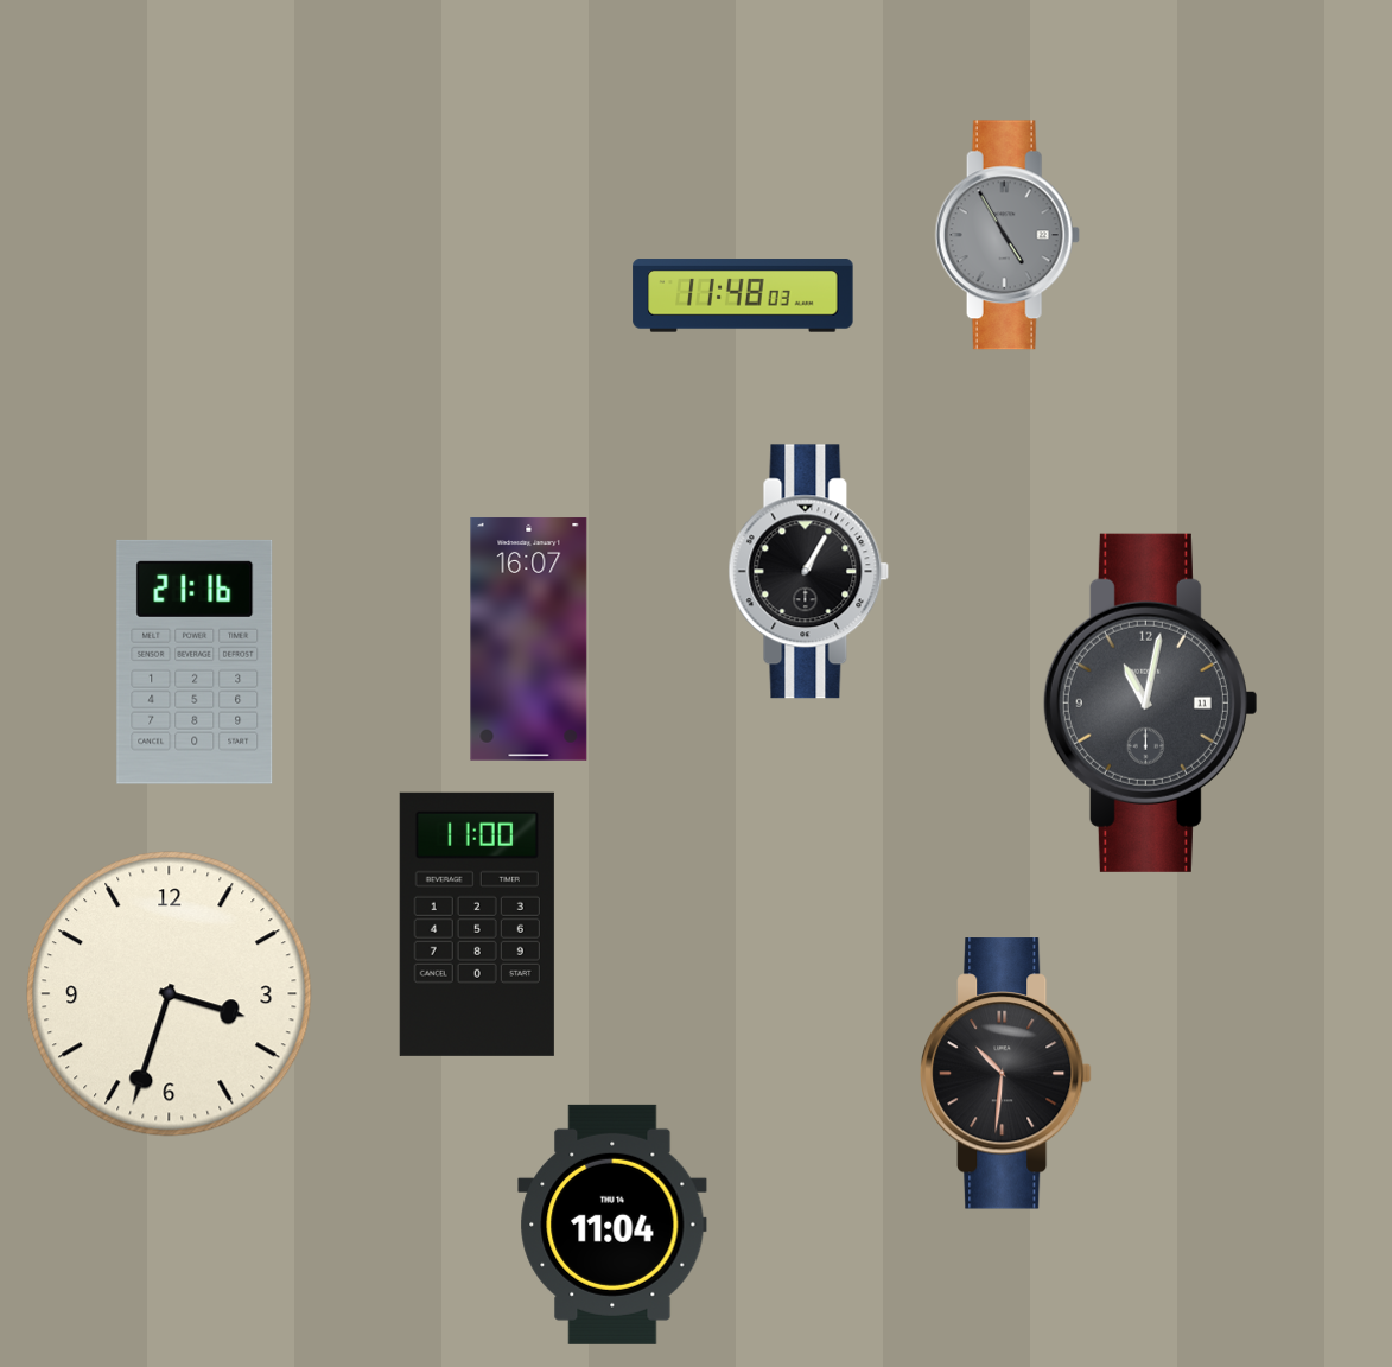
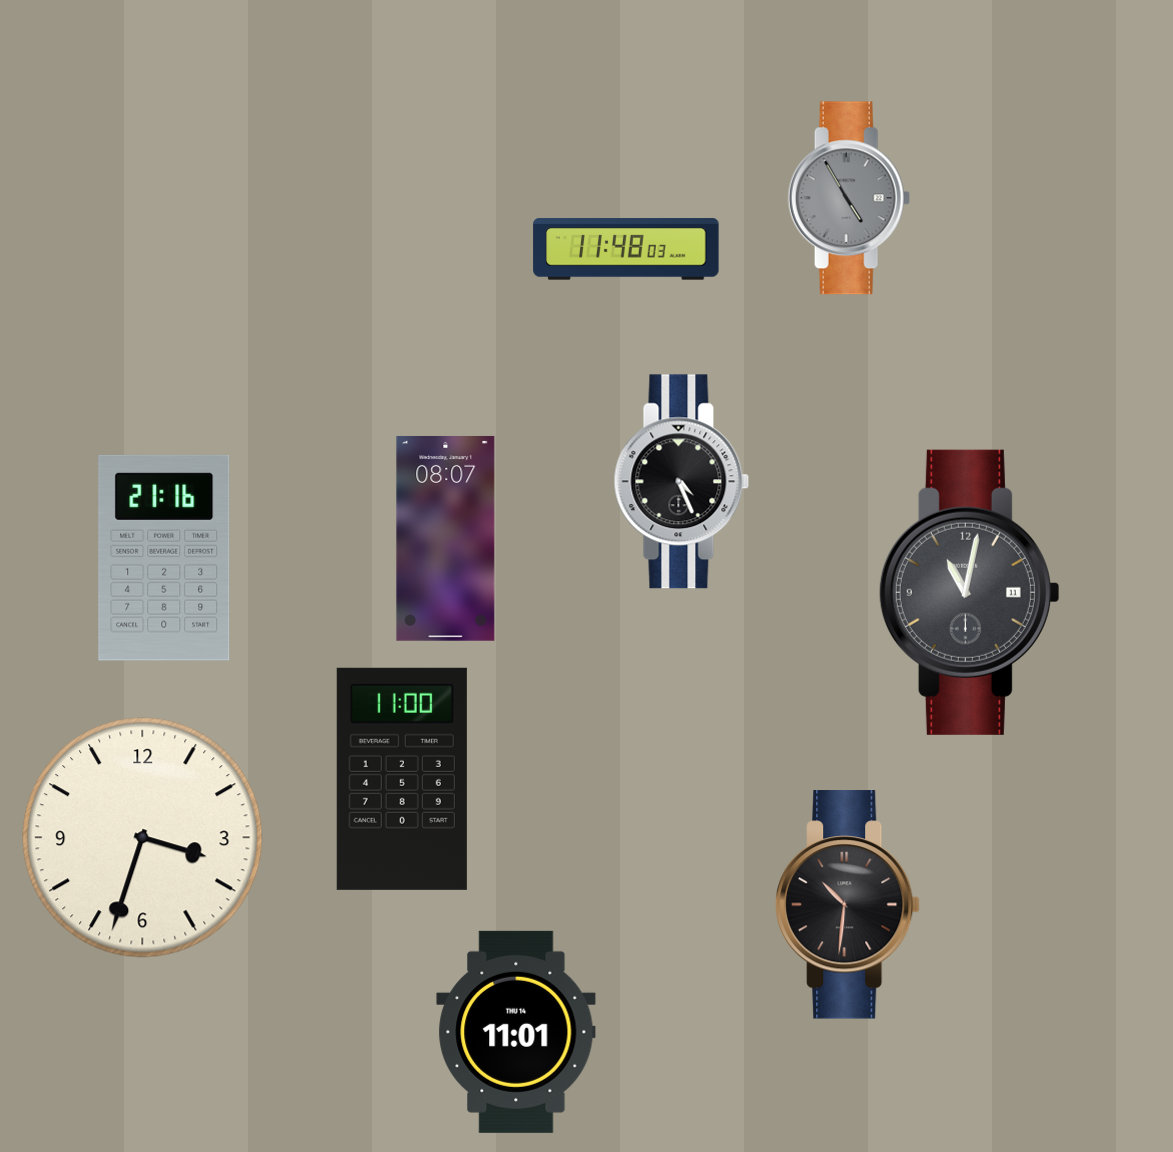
clock at (809, 572): 1:05 -> 4:26
clock at (529, 640): 16:07 -> 08:07
clock at (612, 1225): 11:04 -> 11:01
